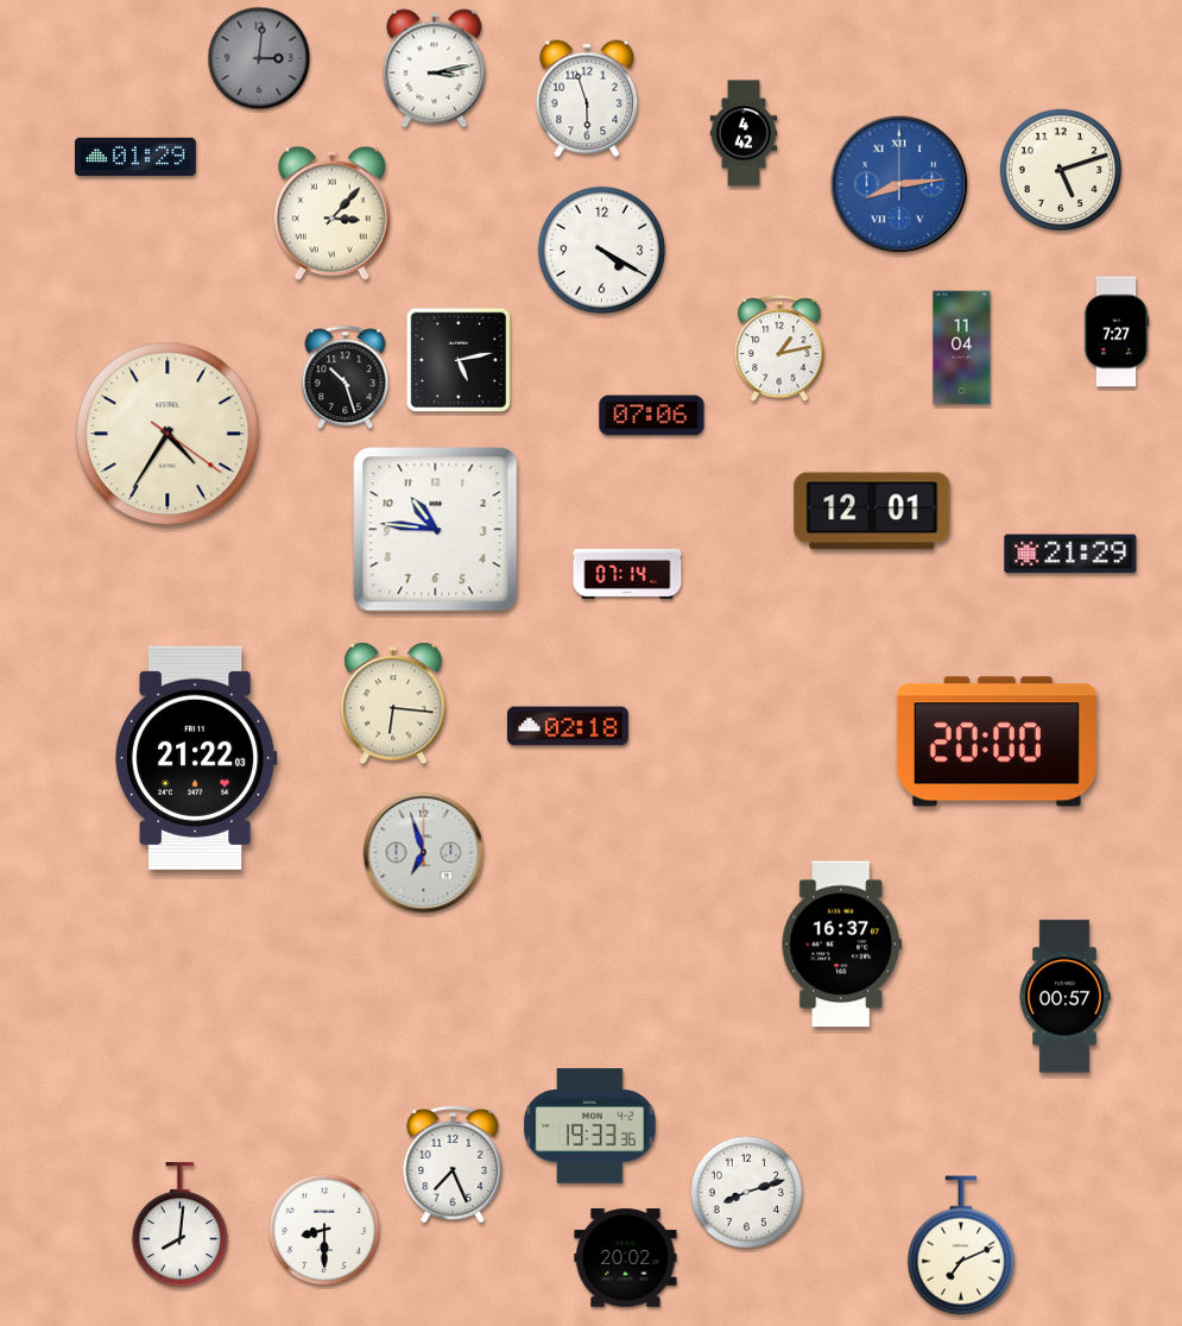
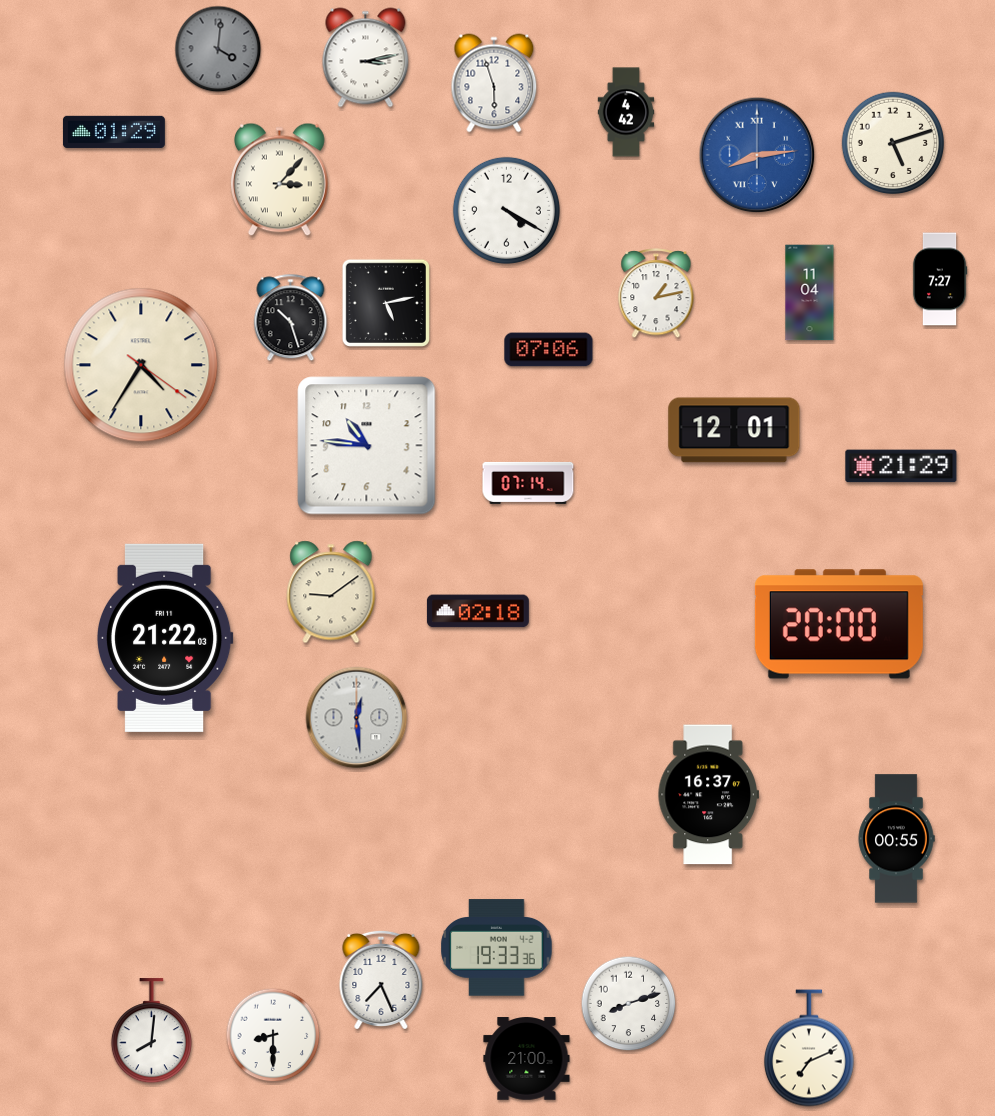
clock at (259, 58): 3:01 -> 4:01
clock at (393, 703): 6:16 -> 9:09
clock at (424, 853): 6:57 -> 12:29
clock at (1064, 997): 00:57 -> 00:55
clock at (626, 1258): 20:02 -> 21:00
